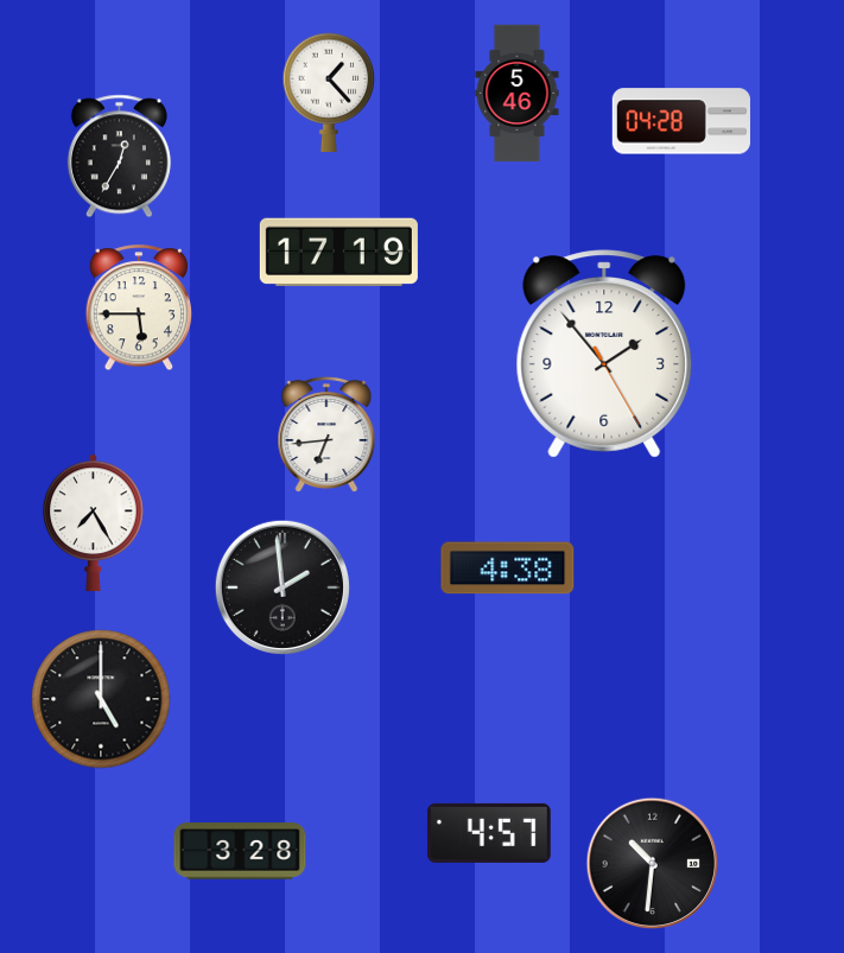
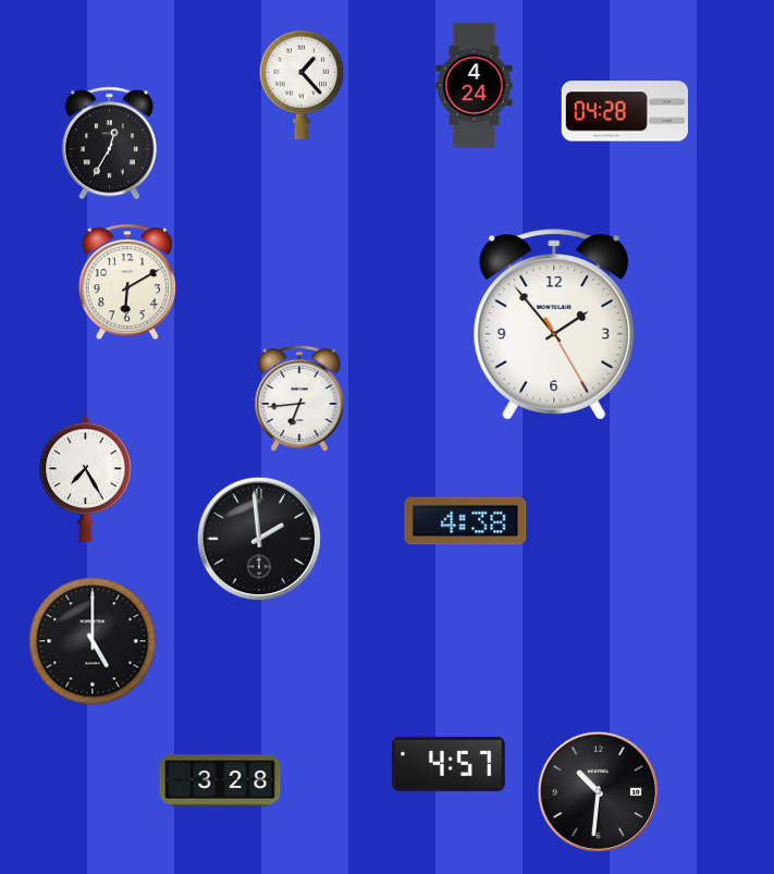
clock at (518, 94): 5:46 -> 4:24
clock at (338, 253): 17:19 -> none
clock at (139, 309): 5:45 -> 6:10
